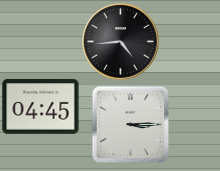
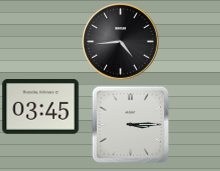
clock at (41, 107): 04:45 -> 03:45
